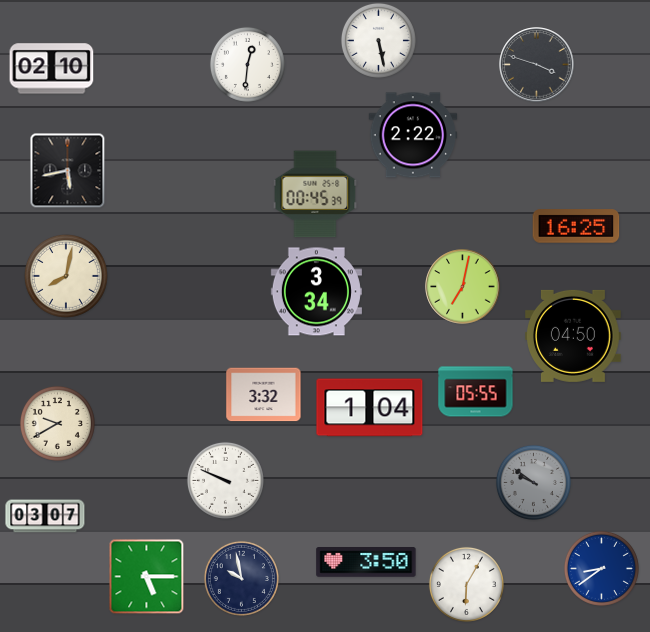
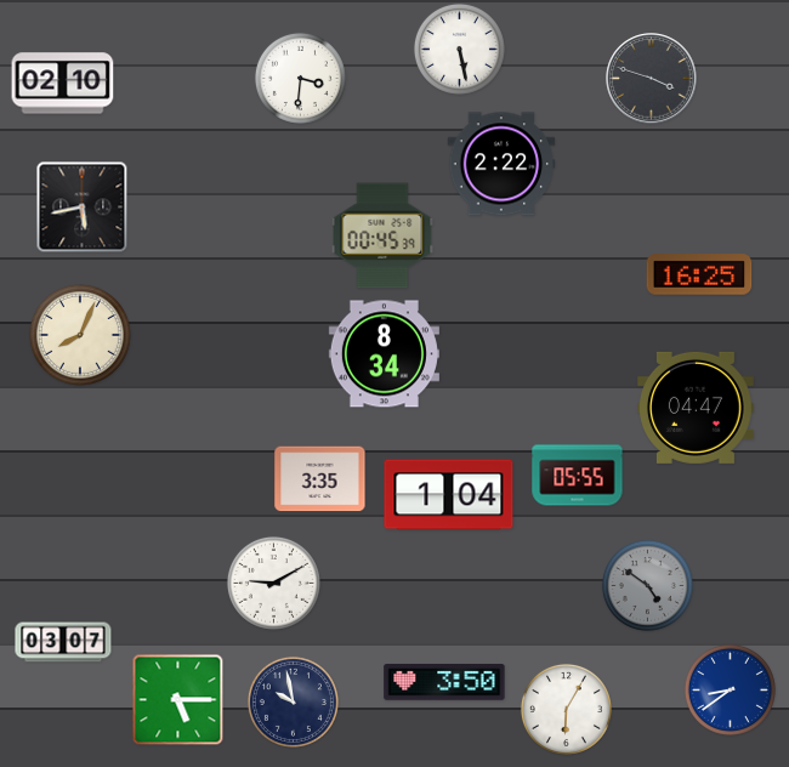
clock at (247, 64): 12:31 -> 3:31
clock at (66, 276): 8:02 -> 8:04
clock at (463, 287): 7:02 -> none
clock at (316, 292): 3:34 -> 8:34
clock at (574, 336): 04:50 -> 04:47
clock at (264, 395): 3:32 -> 3:35
clock at (57, 423): 9:40 -> none
clock at (225, 480): 9:49 -> 9:10
clock at (533, 482): 9:51 -> 4:51
clock at (45, 516) position: (45, 516) -> (63, 642)
